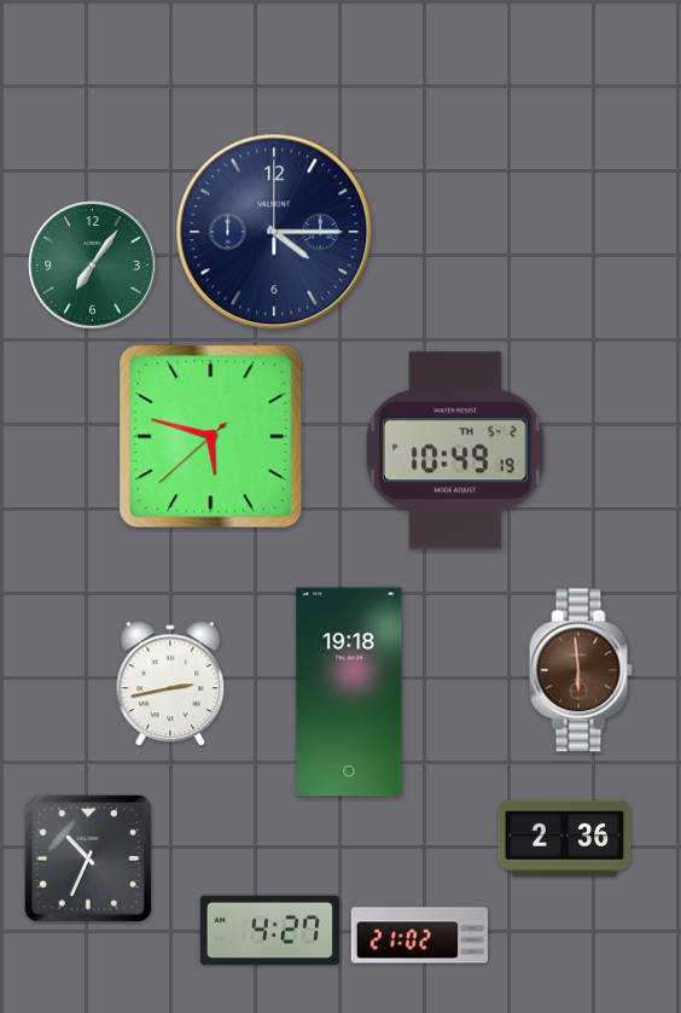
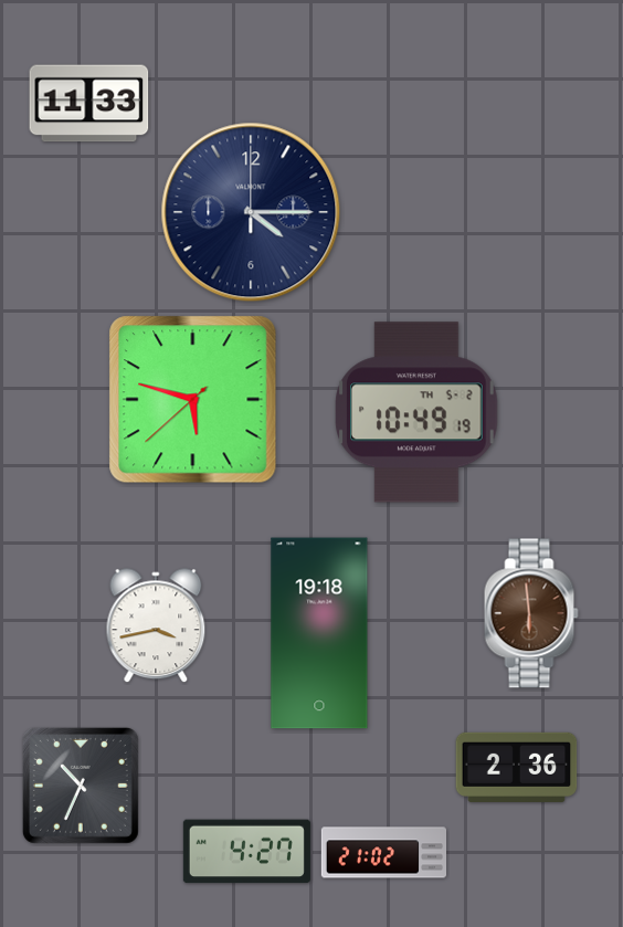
clock at (89, 104): none -> 11:33
clock at (93, 266): 7:06 -> none
clock at (170, 685): 2:43 -> 3:43
clock at (419, 936) position: (419, 936) -> (383, 853)
